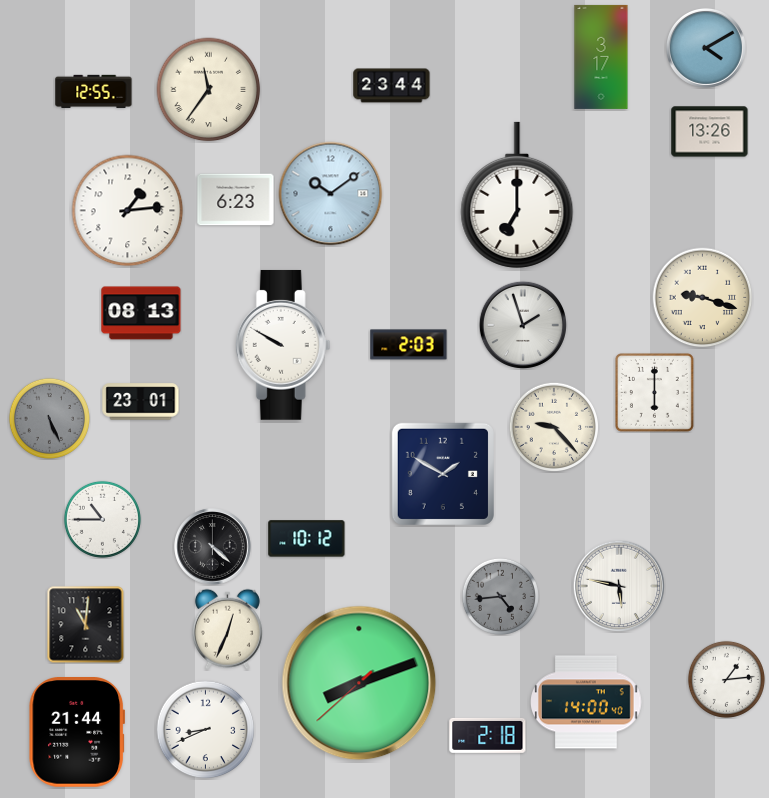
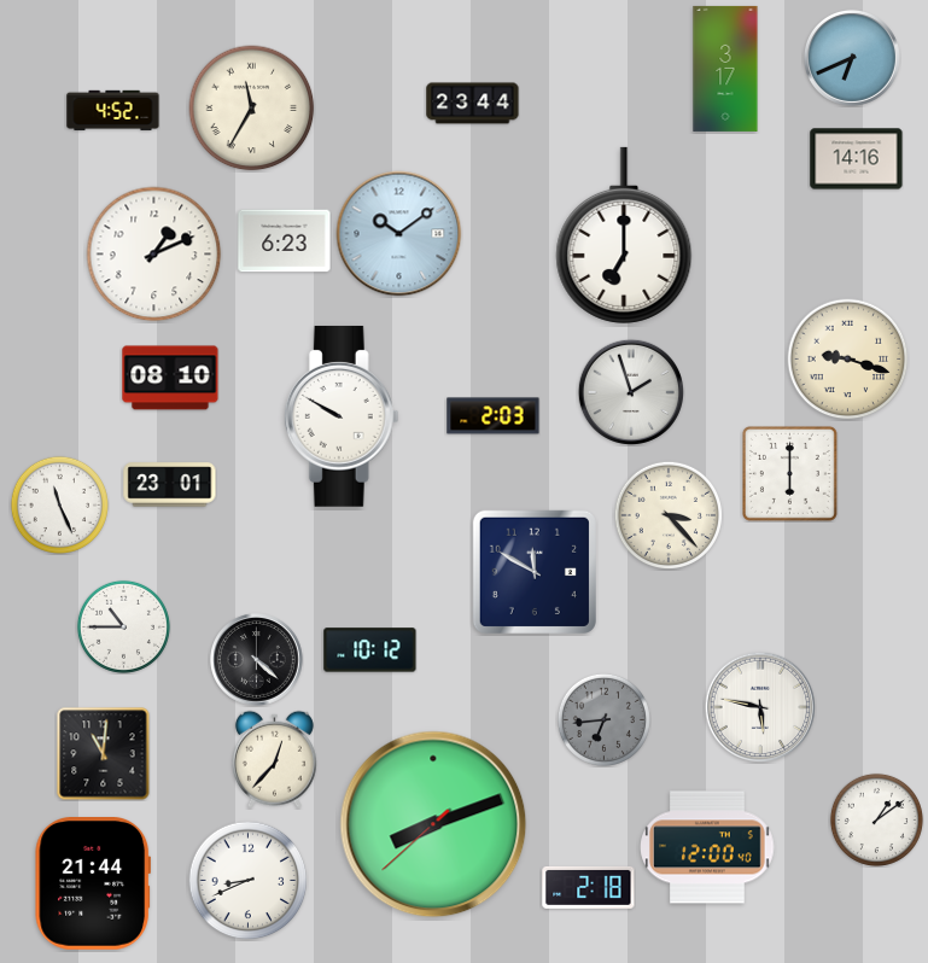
clock at (706, 48): 4:10 -> 6:41
clock at (209, 90): 11:36 -> 11:35
clock at (94, 91): 12:55 -> 4:52
clock at (710, 132): 13:26 -> 14:16
clock at (128, 211): 1:14 -> 1:11
clock at (141, 313): 08:13 -> 08:10
clock at (49, 418): 5:26 -> 11:26
clock at (49, 418) dial: grey -> white
clock at (554, 427): 9:23 -> 3:23
clock at (443, 474): 1:50 -> 11:50
clock at (619, 586) position: (619, 586) -> (760, 707)
clock at (500, 596): 4:44 -> 6:44
clock at (227, 629): 12:34 -> 12:37
clock at (726, 679): 1:14 -> 1:09
clock at (586, 702): 14:00 -> 12:00
